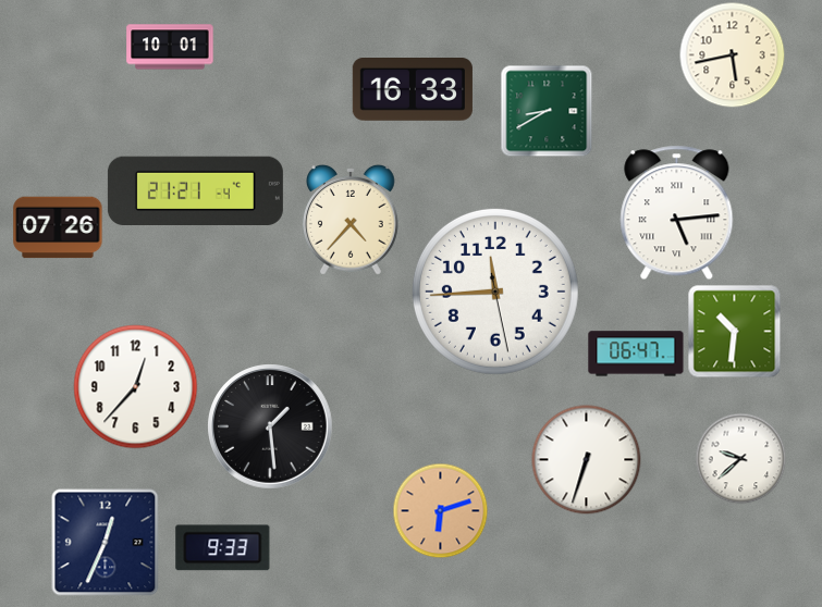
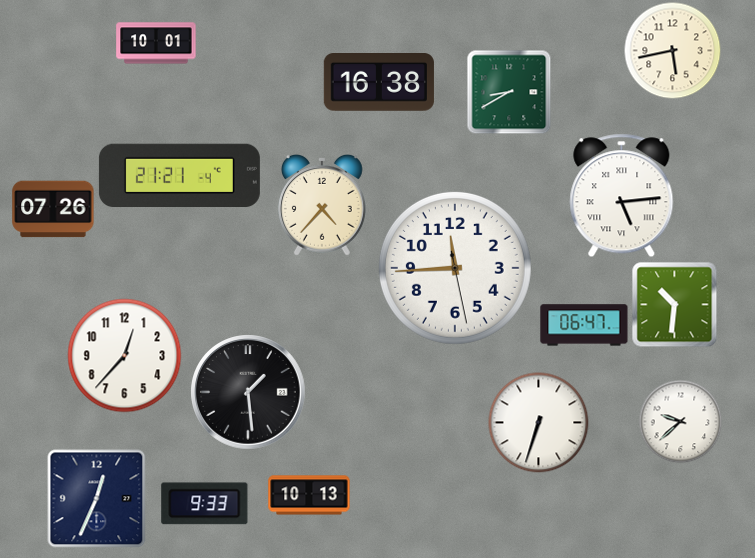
clock at (413, 90): 16:33 -> 16:38
clock at (547, 111) position: (547, 111) -> (509, 92)
clock at (351, 221) position: (351, 221) -> (322, 206)
clock at (440, 510): 6:12 -> none
clock at (309, 495): none -> 10:13
